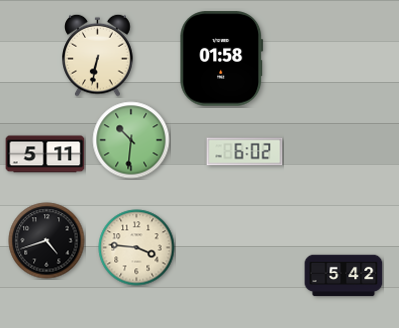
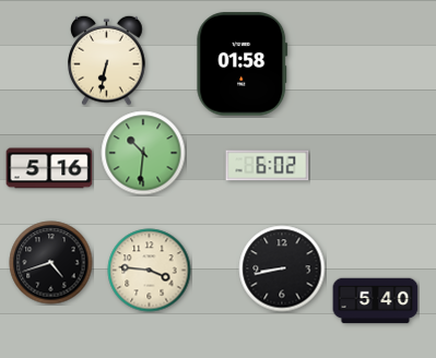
clock at (45, 154): 5:11 -> 5:16
clock at (282, 268): none -> 8:43
clock at (344, 276): 5:42 -> 5:40
